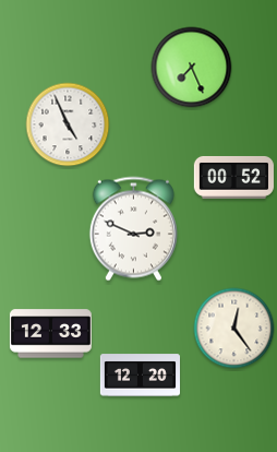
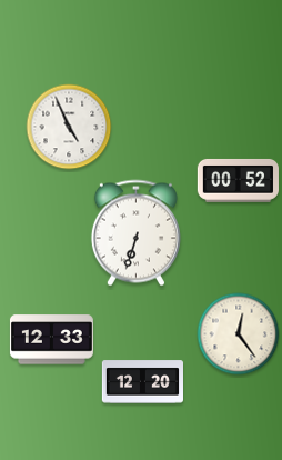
clock at (192, 68): 7:26 -> none
clock at (133, 229): 2:49 -> 6:33
